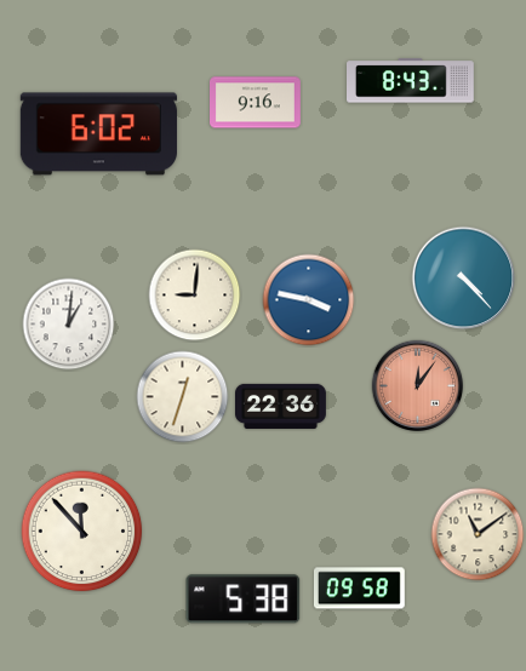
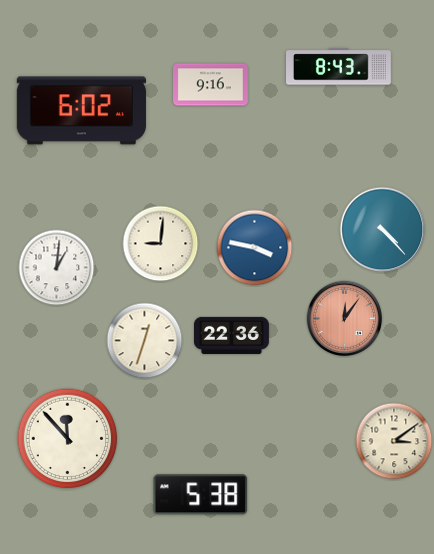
clock at (183, 397) position: (183, 397) -> (145, 341)
clock at (478, 534): 11:09 -> 3:09
clock at (359, 589): 09:58 -> none
